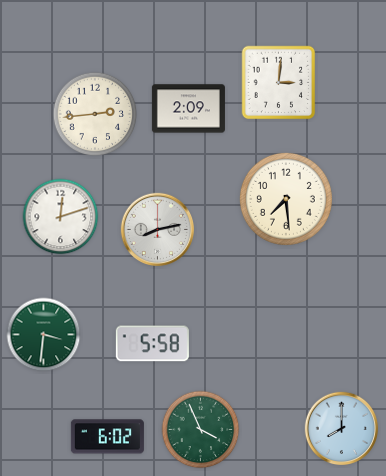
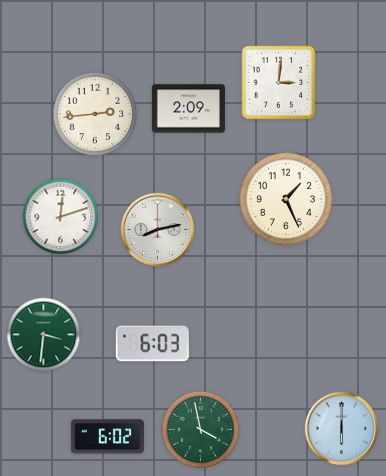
clock at (286, 199): 7:29 -> 1:26
clock at (152, 344): 5:58 -> 6:03
clock at (342, 429): 8:00 -> 6:00
clock at (201, 430): 3:56 -> 3:58
